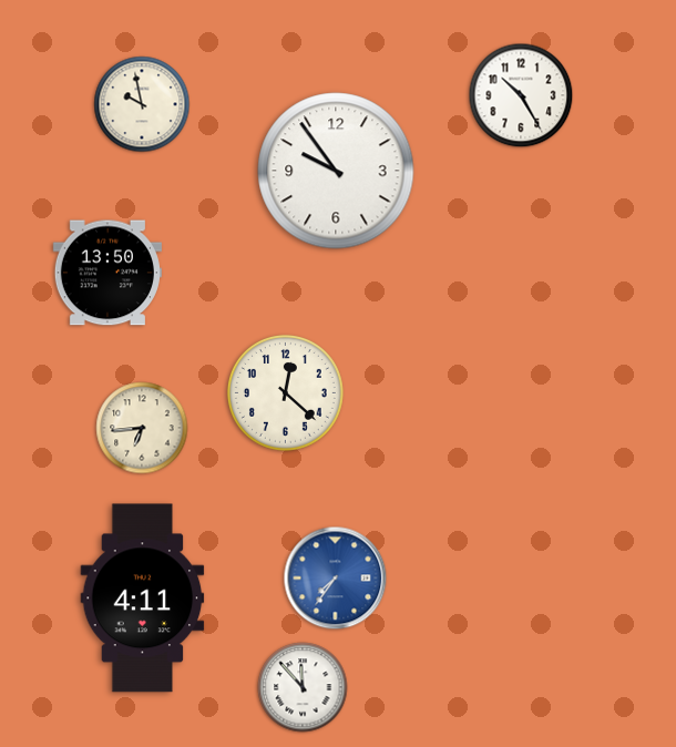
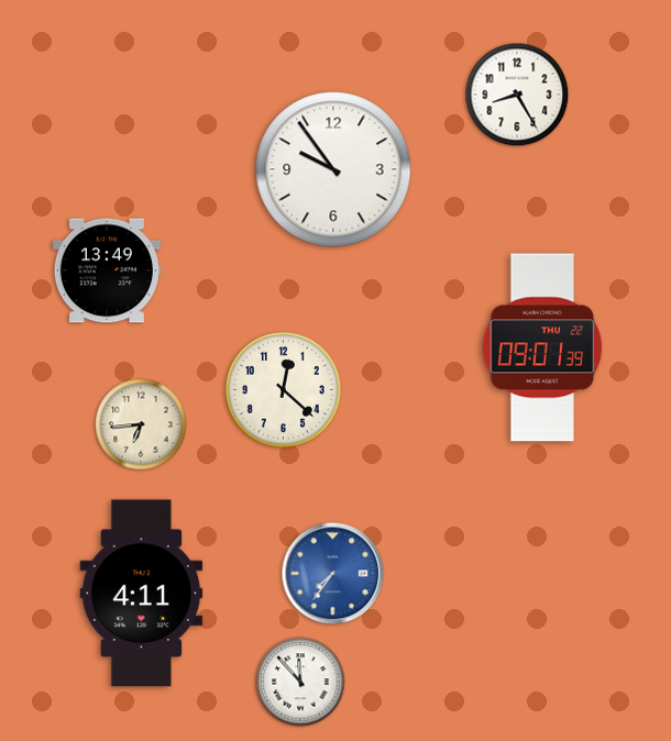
clock at (521, 95): 10:25 -> 8:25
clock at (142, 104): 9:58 -> none
clock at (107, 273): 13:50 -> 13:49
clock at (542, 347): none -> 09:01
